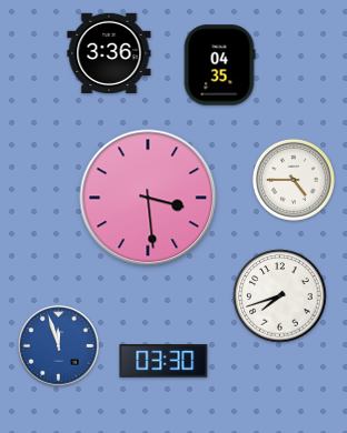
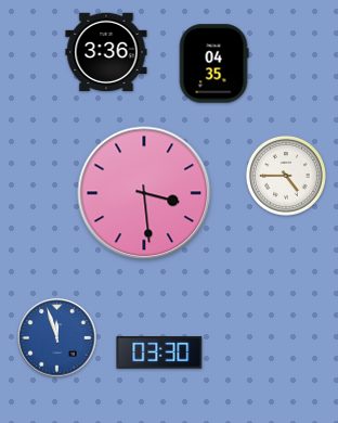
clock at (280, 296): 7:42 -> none
